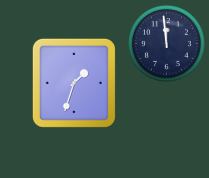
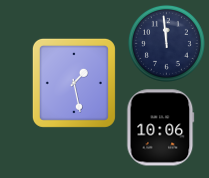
clock at (74, 83): 1:33 -> 1:28
clock at (161, 128): none -> 10:06
